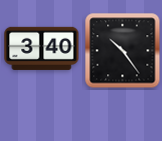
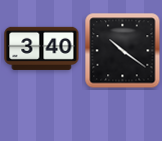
clock at (123, 51): 10:24 -> 10:21
